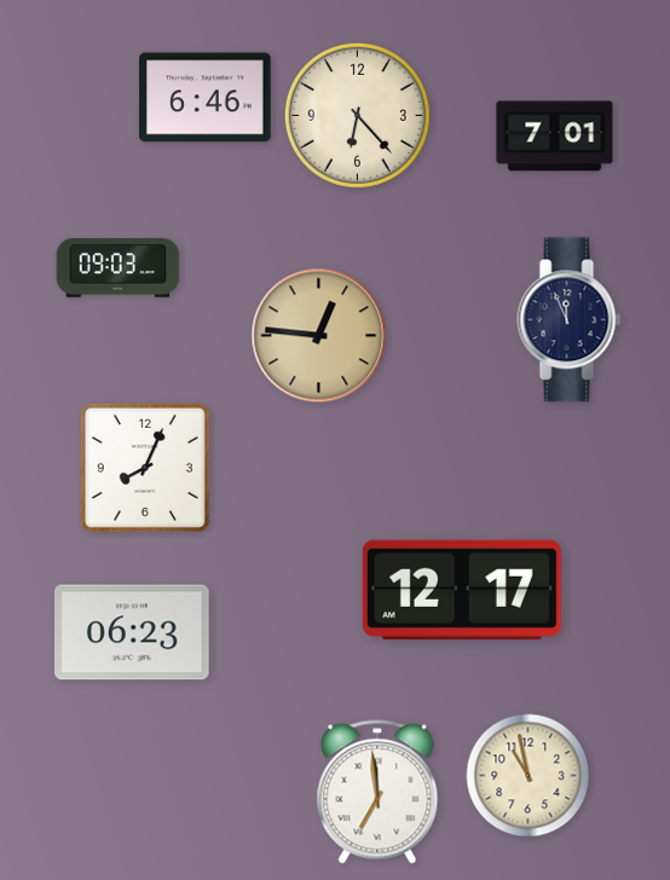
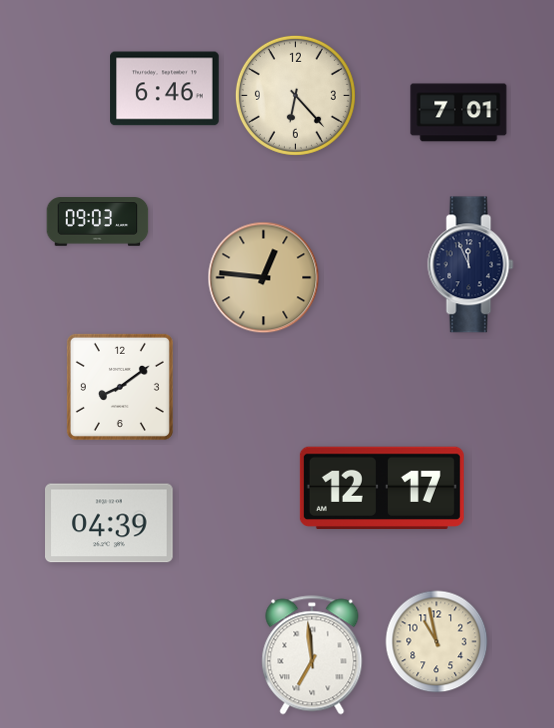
clock at (206, 98) position: (206, 98) -> (165, 89)
clock at (145, 468): 8:04 -> 8:09
clock at (133, 632): 06:23 -> 04:39
